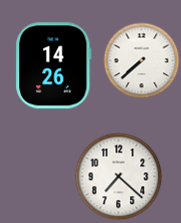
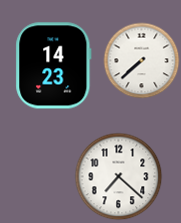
clock at (54, 66): 14:26 -> 14:23
